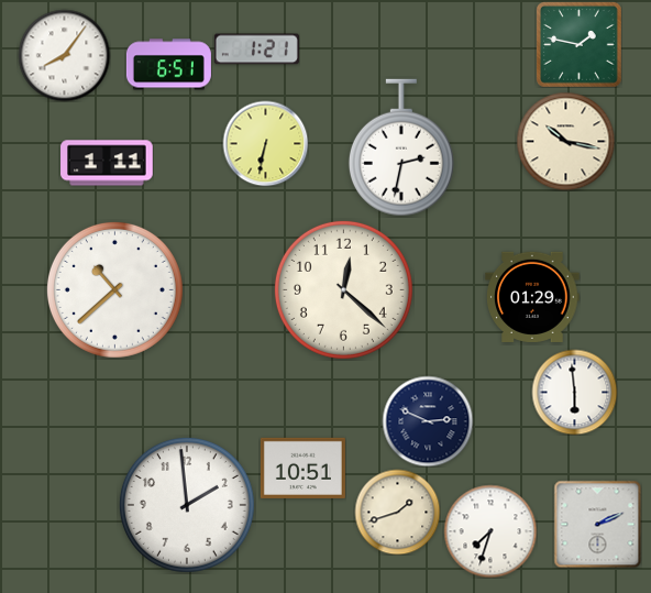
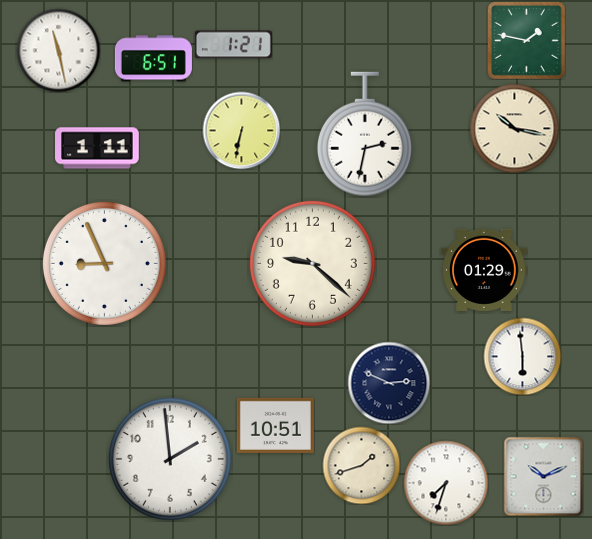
clock at (64, 55): 8:06 -> 11:28
clock at (114, 289): 10:38 -> 8:56
clock at (343, 289): 12:22 -> 9:22
clock at (597, 524): 2:11 -> 10:11
